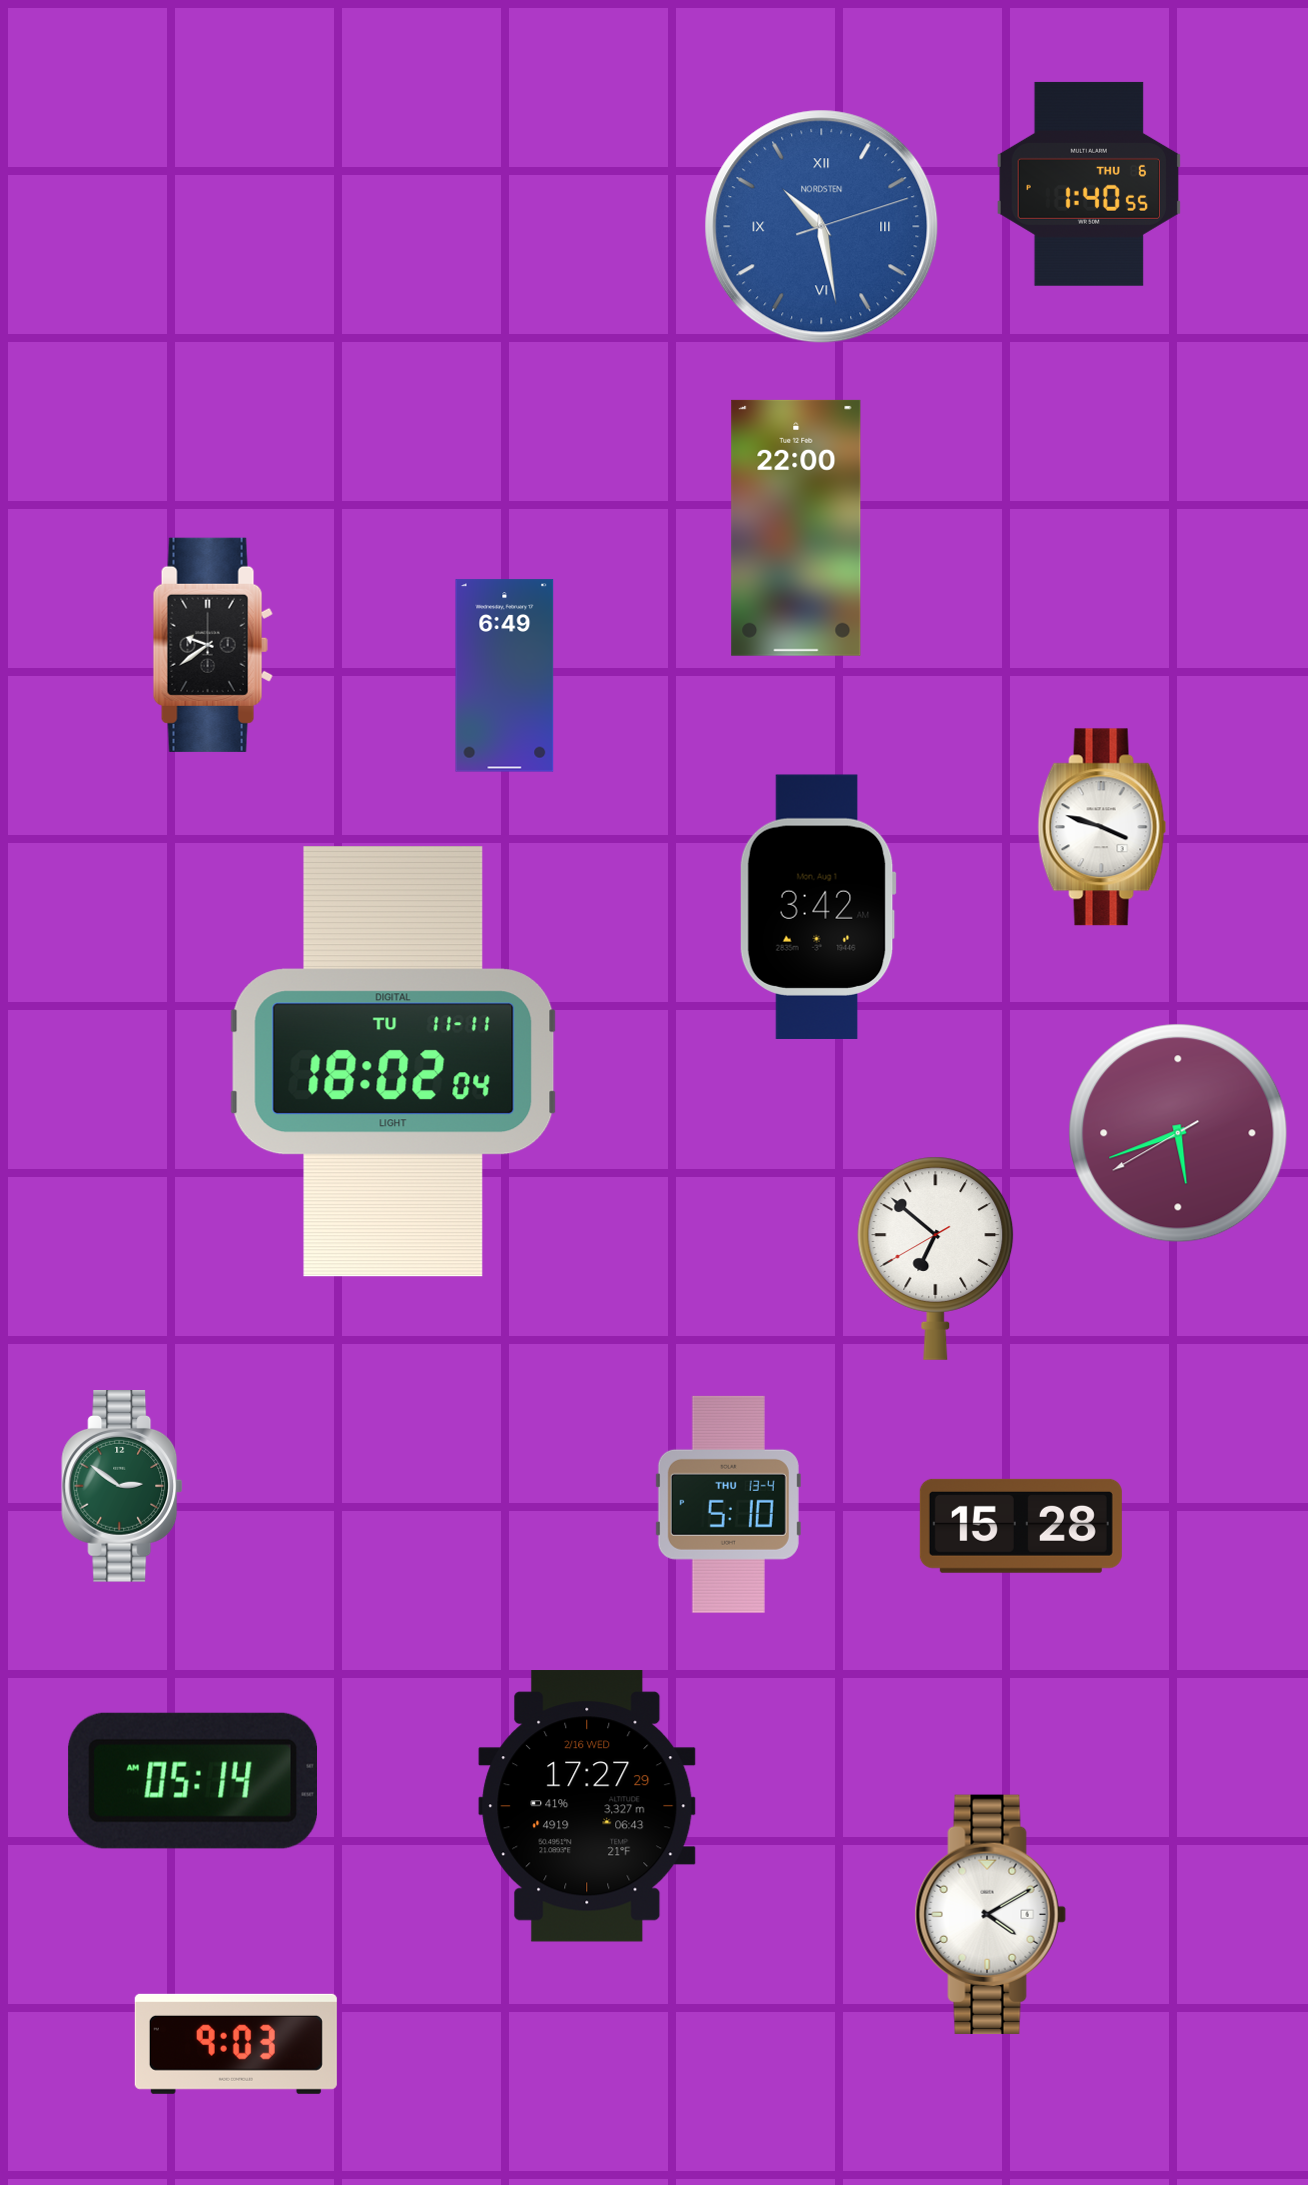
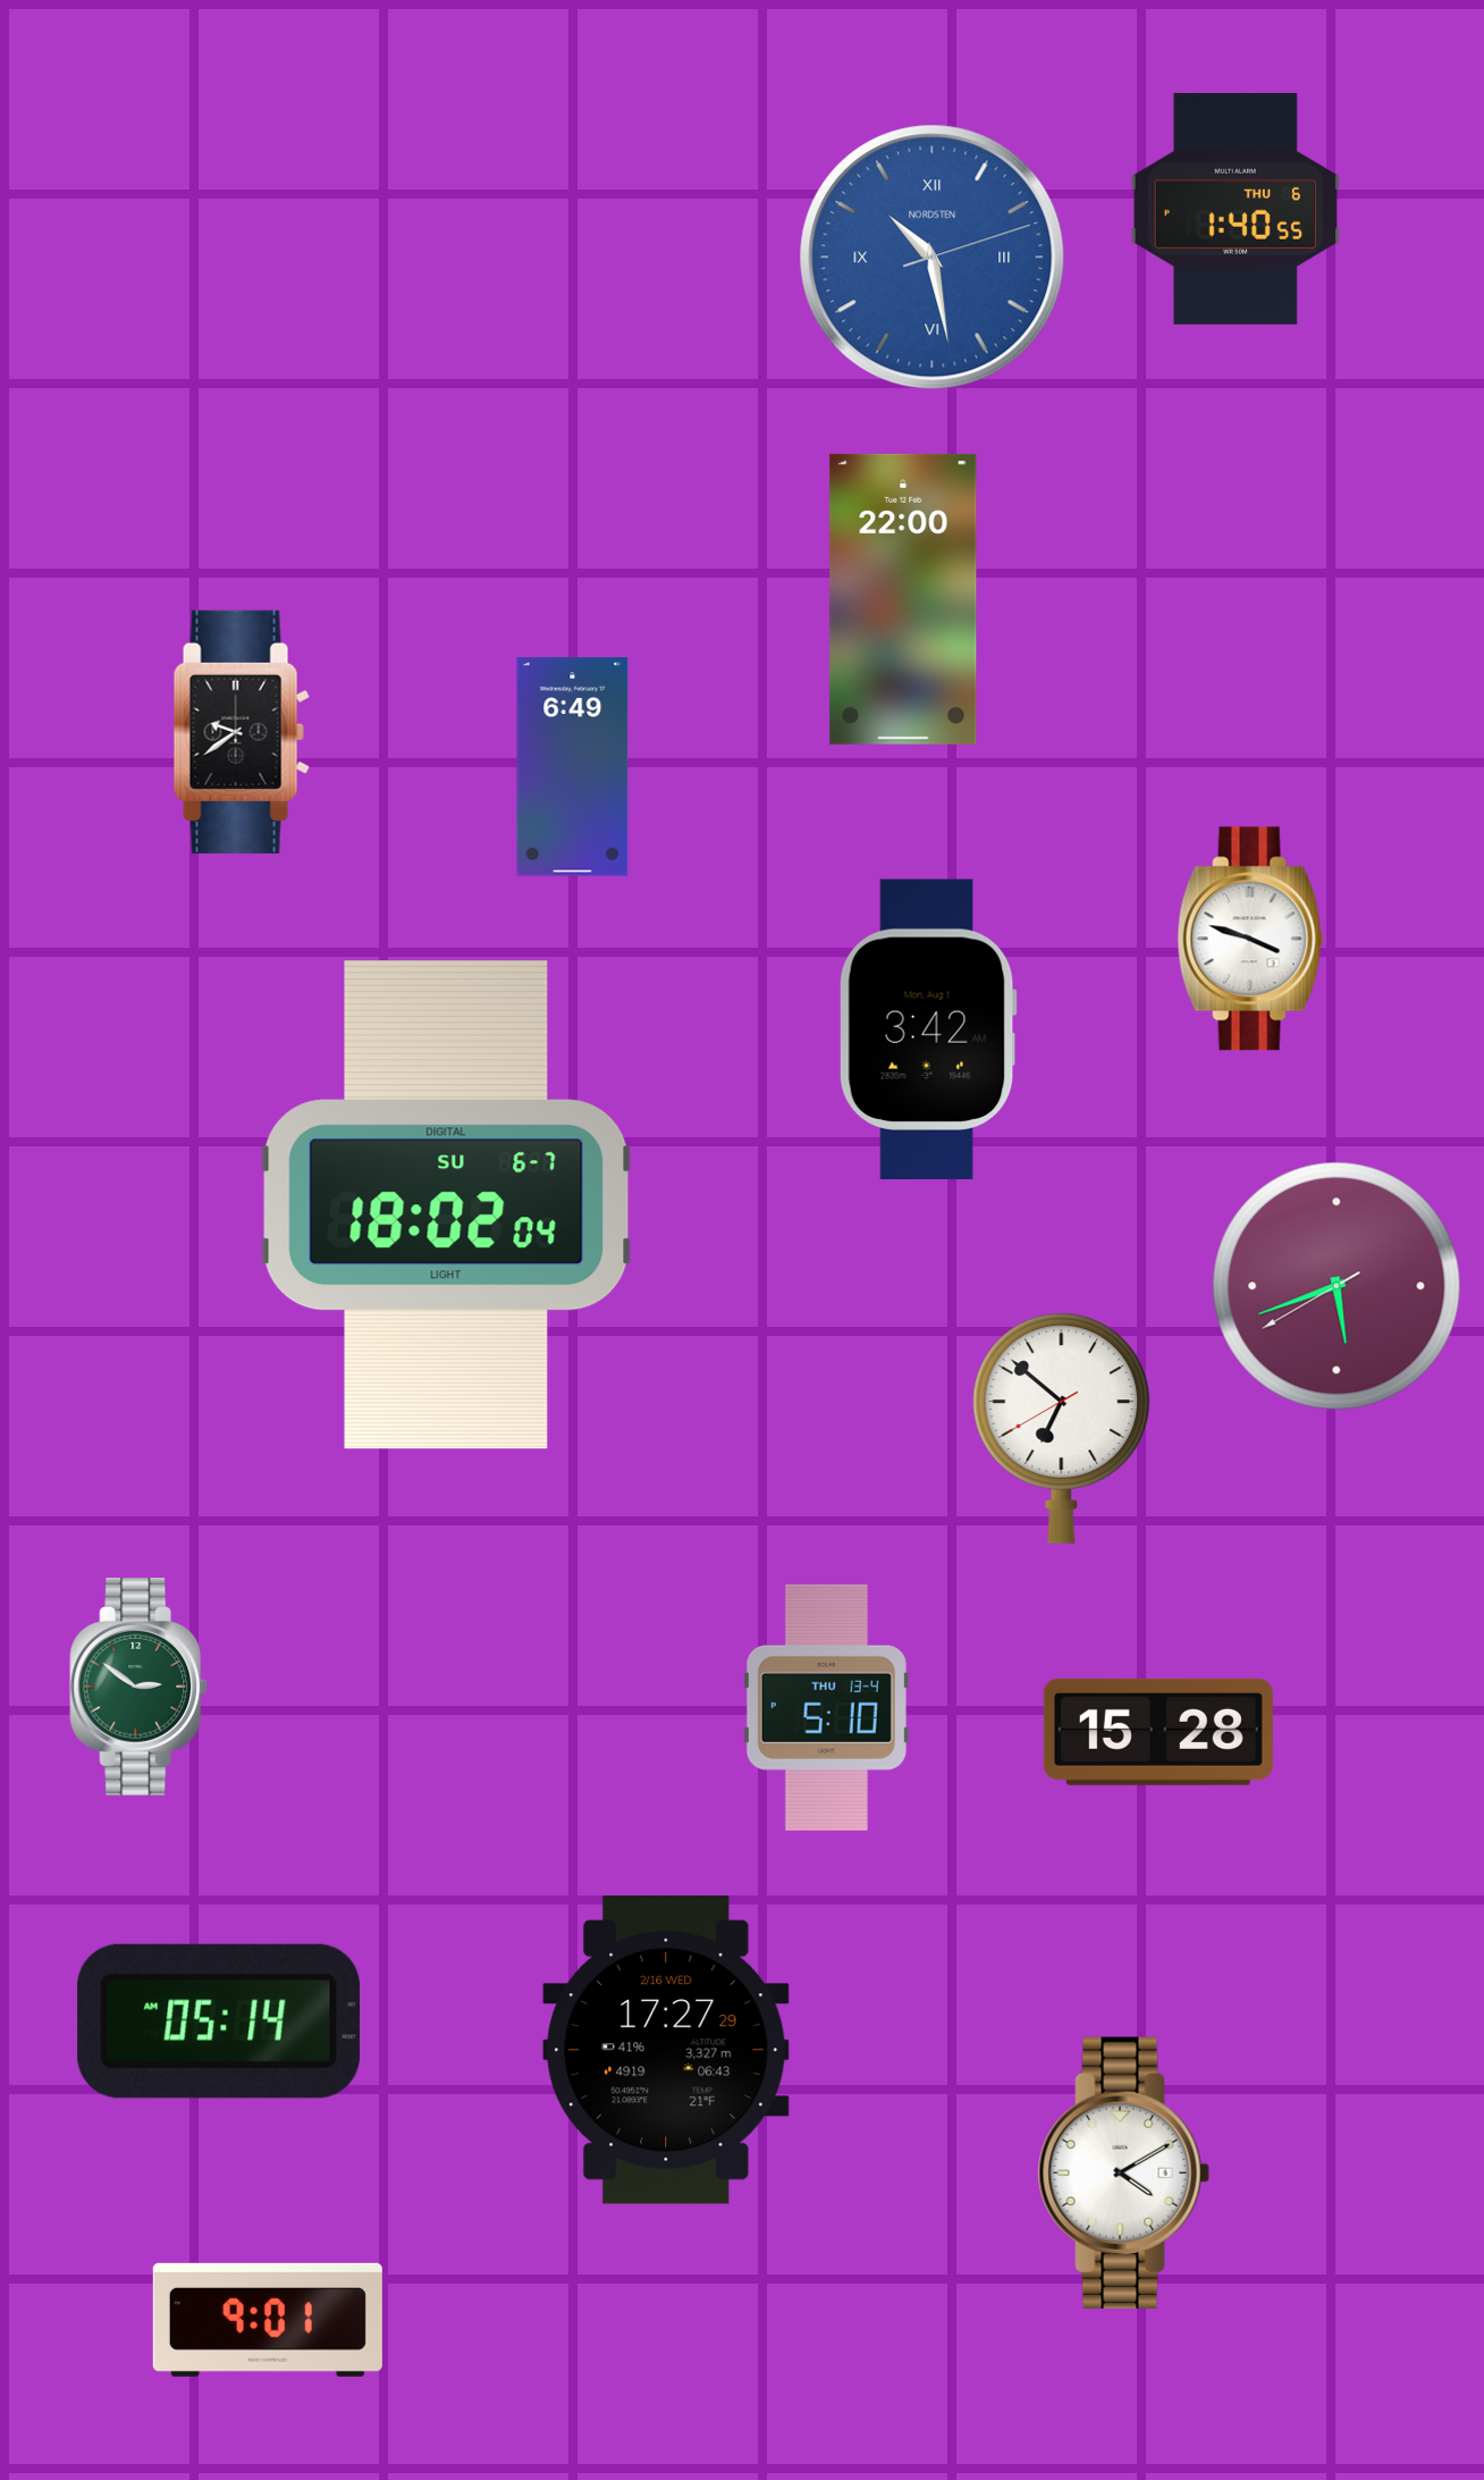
clock at (393, 1062) date: TU 11-11 -> SU 6-7
clock at (236, 2044): 9:03 -> 9:01
